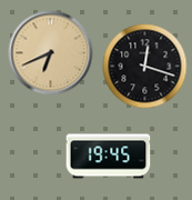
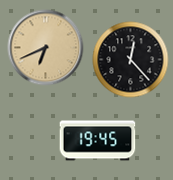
clock at (145, 67): 12:18 -> 12:23
